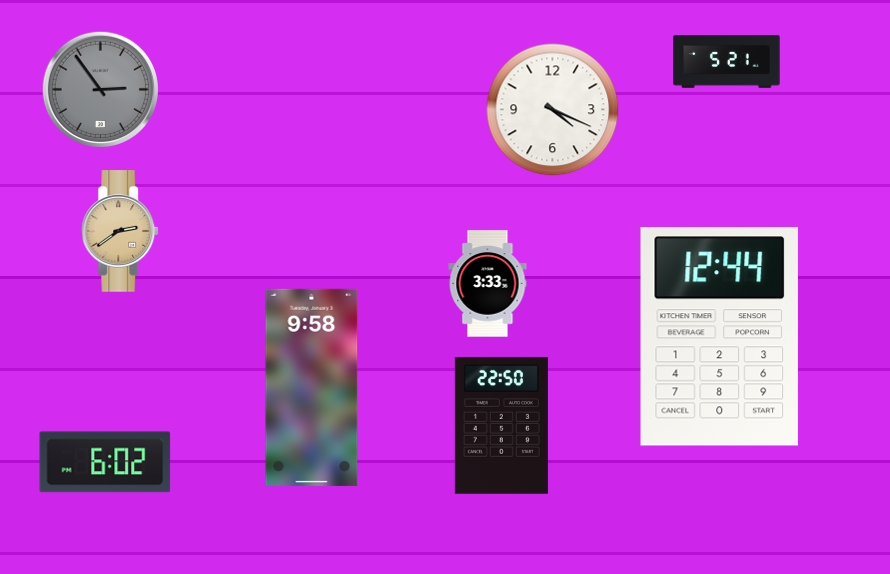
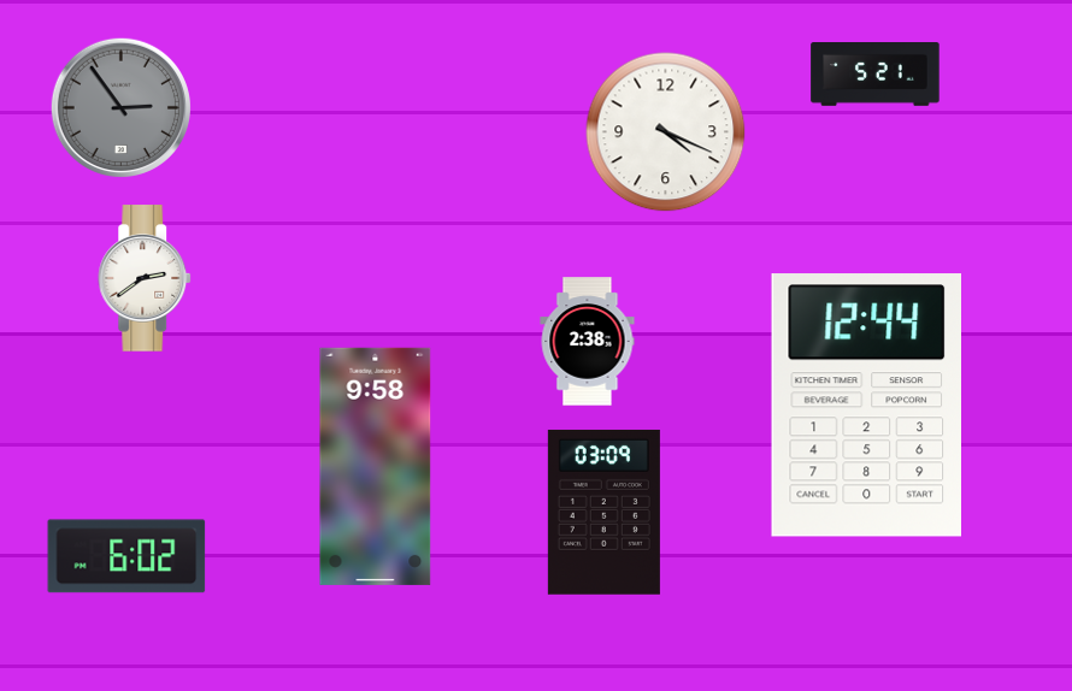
clock at (121, 231) dial: champagne -> white
clock at (488, 284): 3:33 -> 2:38
clock at (501, 425): 22:50 -> 03:09
